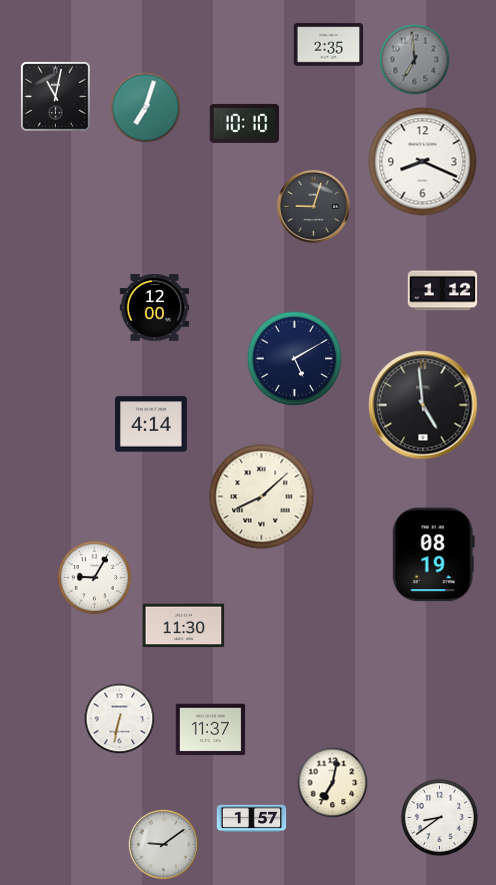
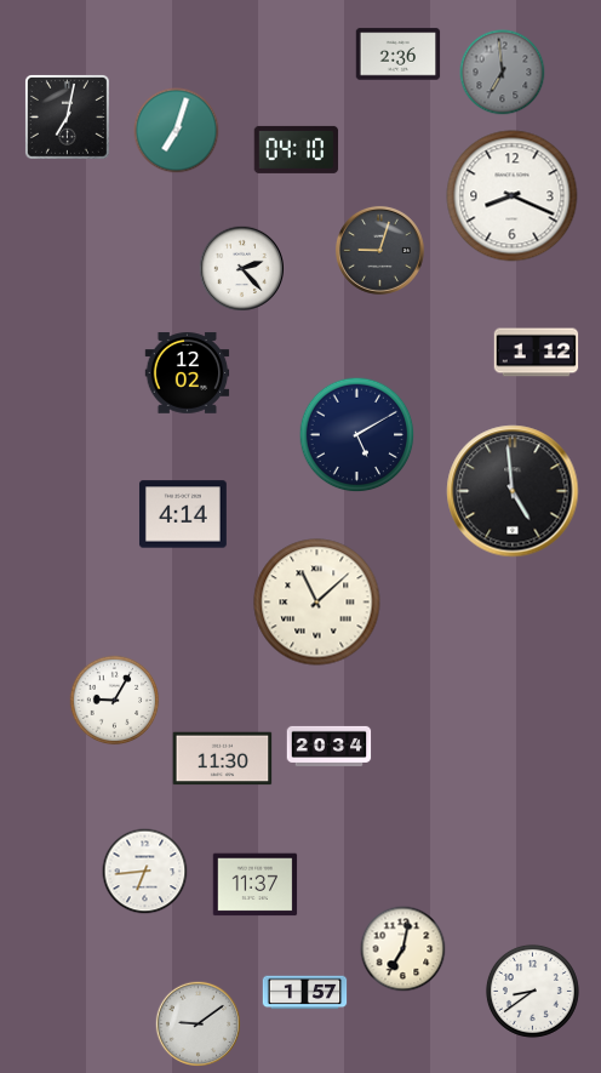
clock at (329, 45): 2:35 -> 2:36
clock at (55, 96): 11:02 -> 7:02
clock at (245, 123): 10:10 -> 04:10
clock at (241, 268): none -> 2:23
clock at (155, 308): 12:00 -> 12:02
clock at (262, 497): 8:08 -> 11:08
clock at (433, 555): 08:19 -> none
clock at (330, 746): none -> 20:34
clock at (120, 719): 6:32 -> 6:44
